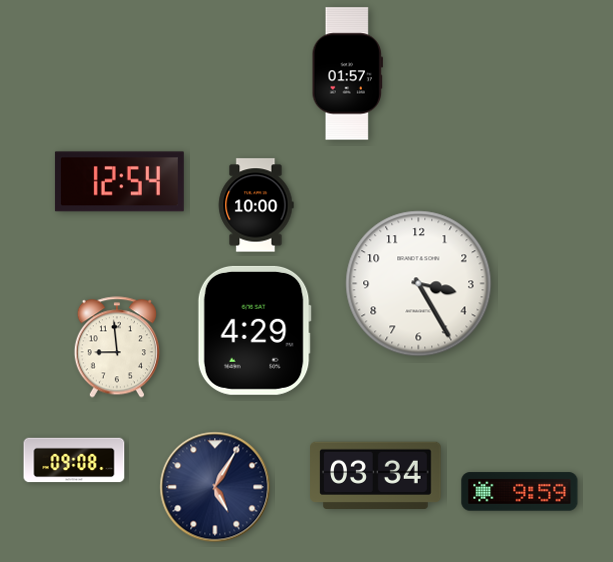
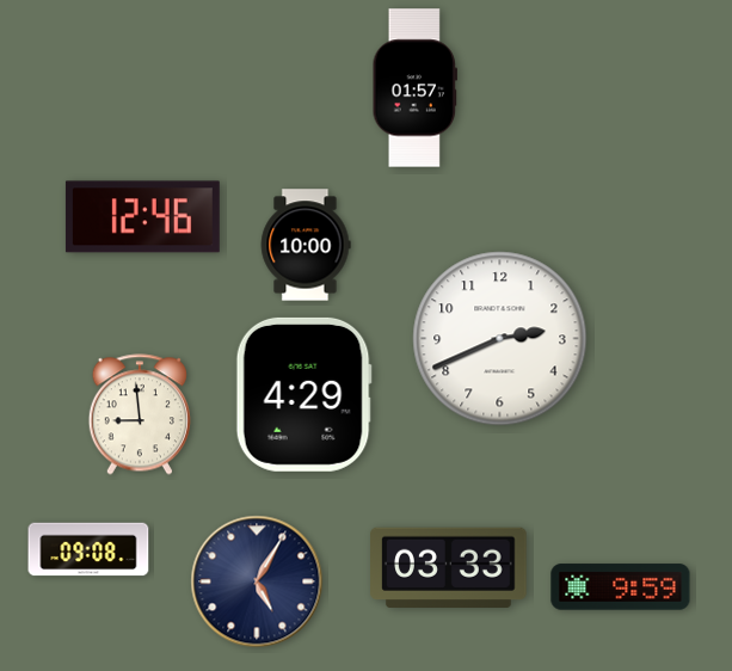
clock at (119, 182): 12:54 -> 12:46
clock at (419, 284): 3:25 -> 2:41
clock at (376, 475): 03:34 -> 03:33
